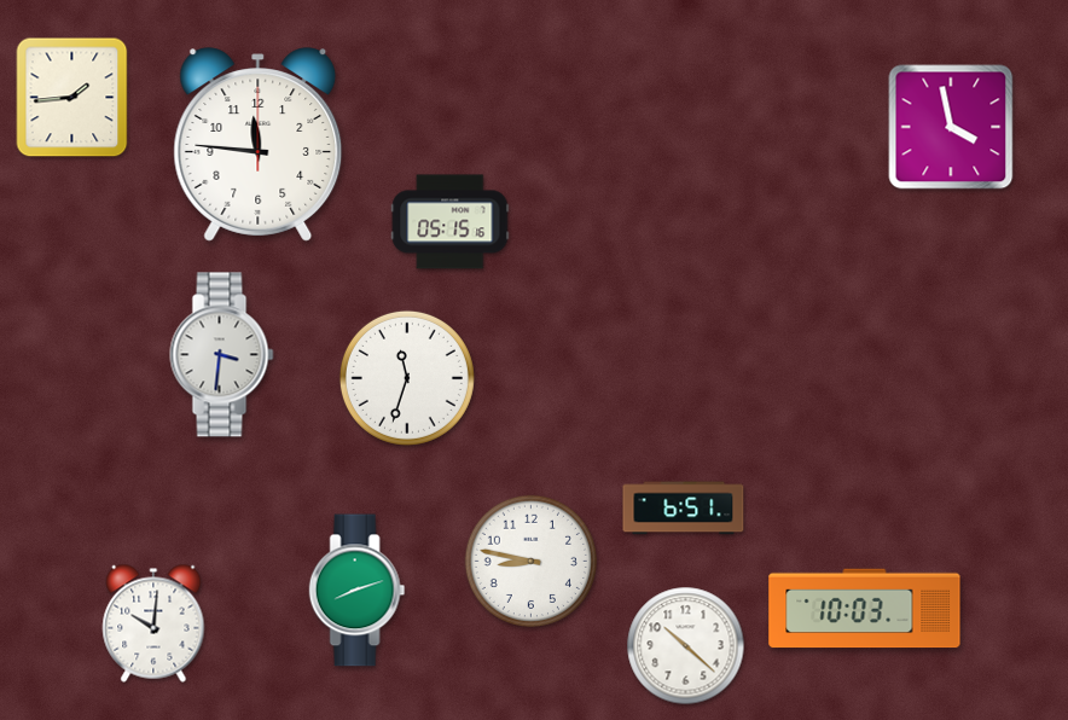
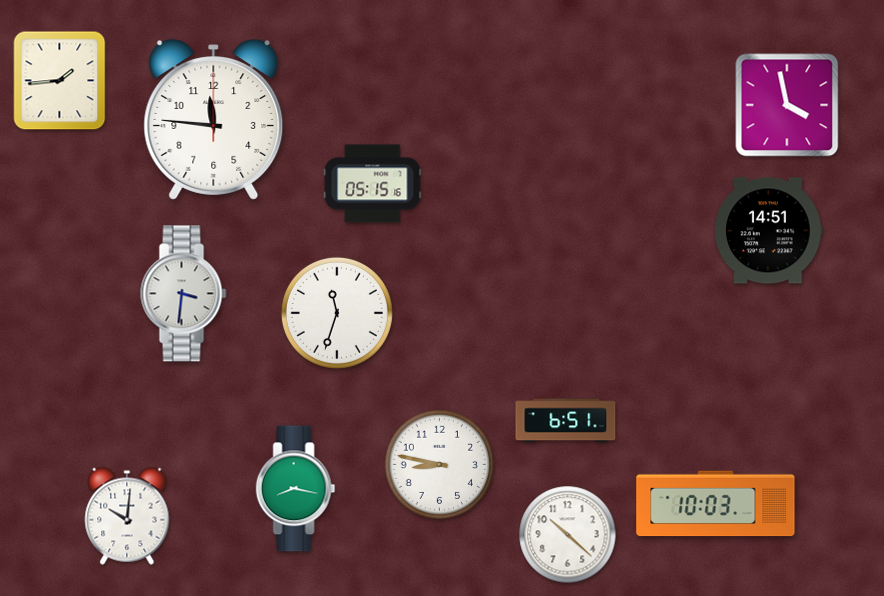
clock at (769, 231): none -> 14:51
clock at (358, 591): 8:12 -> 8:17
